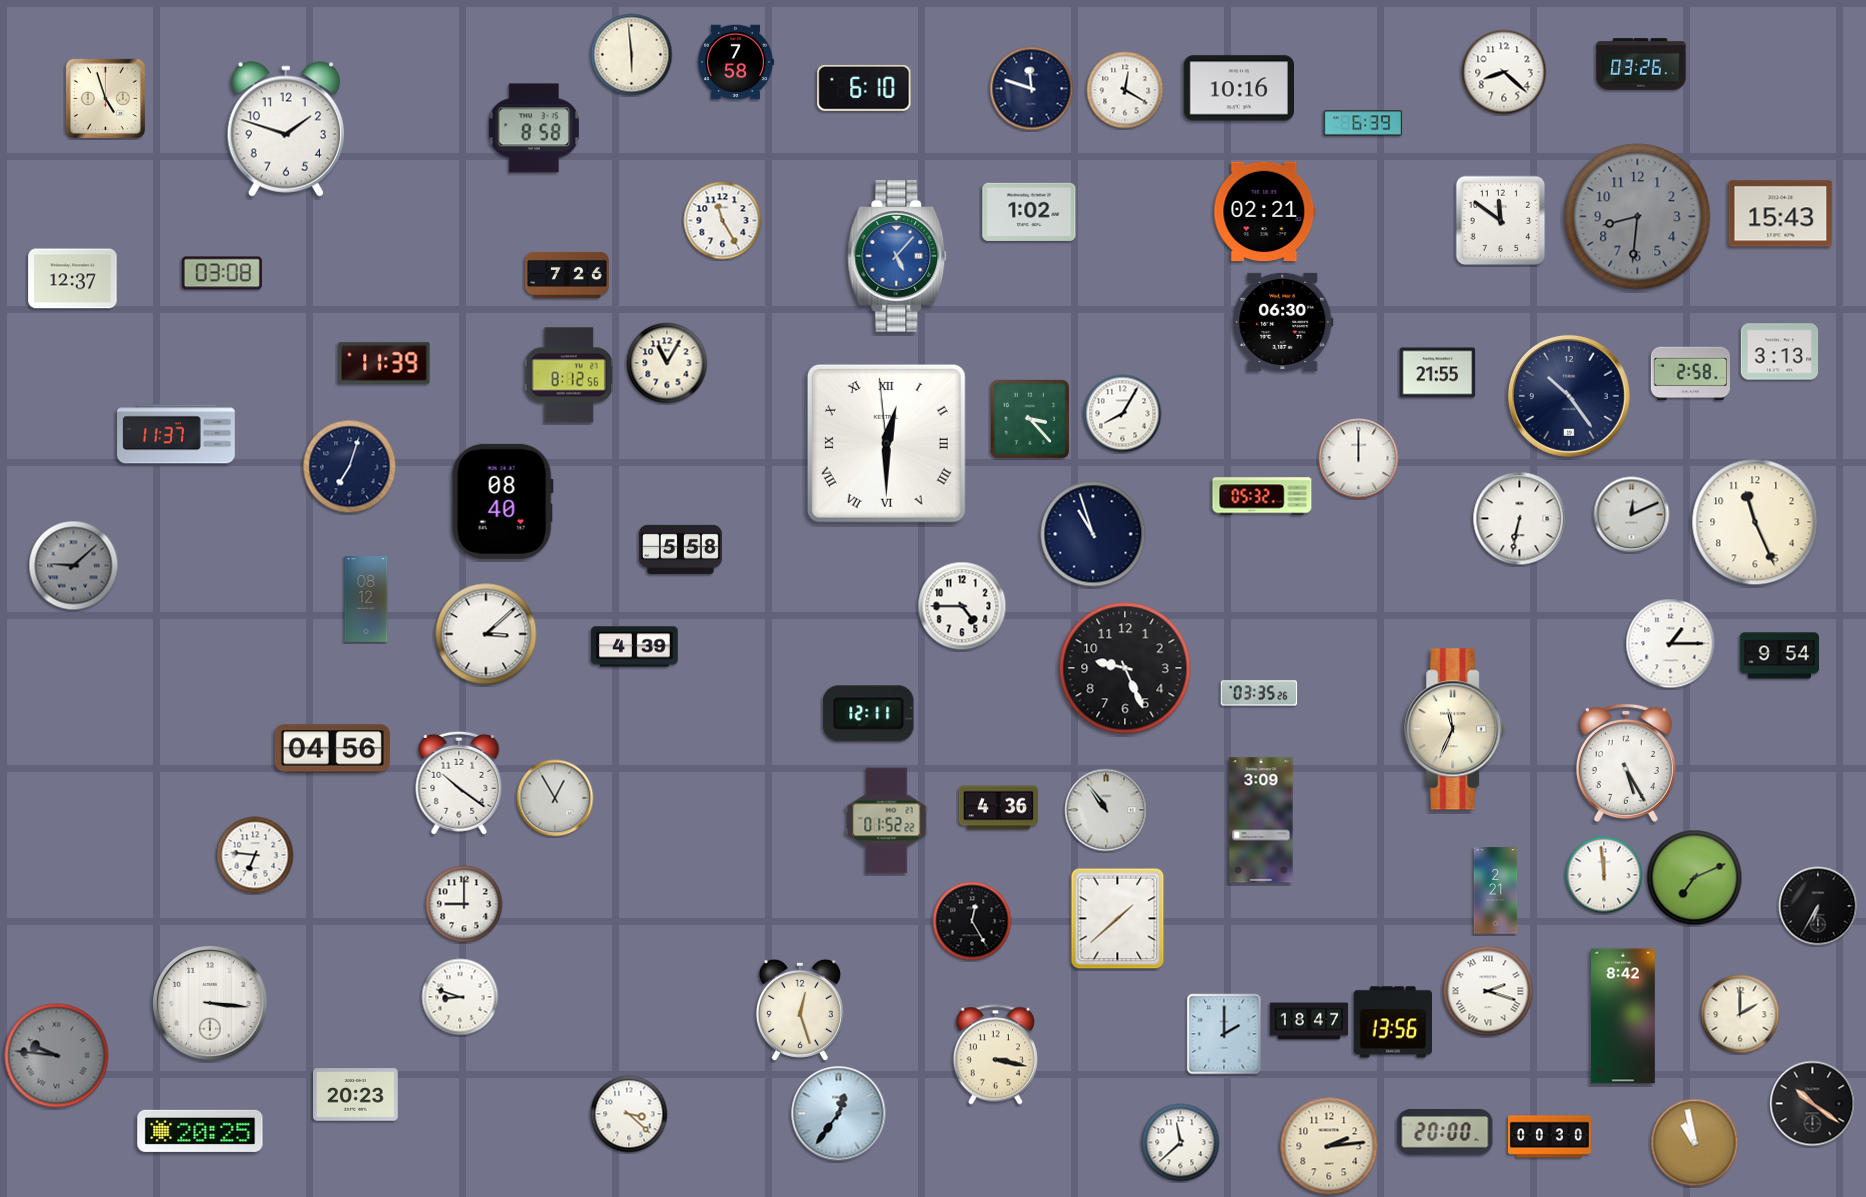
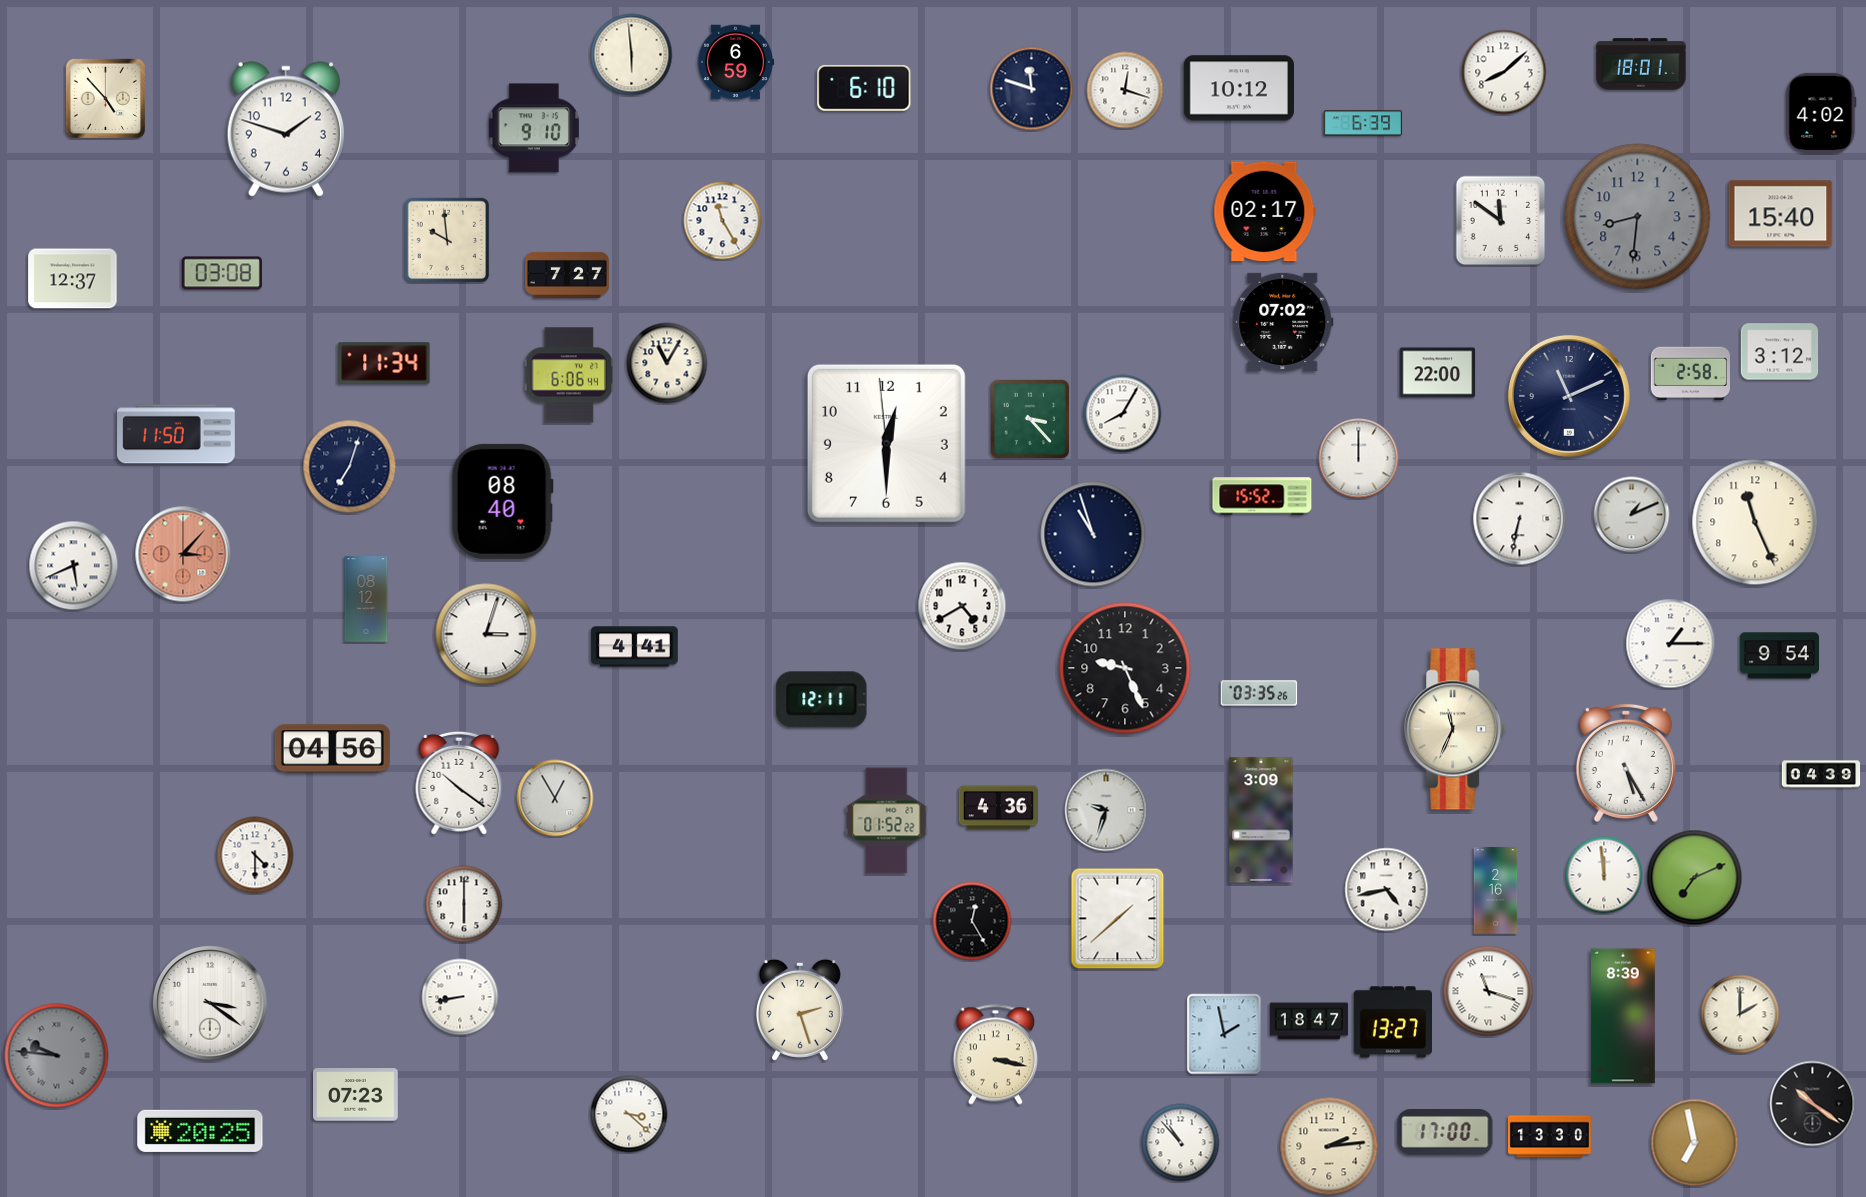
clock at (736, 62): 7:58 -> 6:59
clock at (1641, 64): 03:26 -> 18:01
clock at (1504, 72): 8:22 -> 8:08
clock at (1238, 88): 10:16 -> 10:12
clock at (1125, 90): 12:20 -> 12:18
clock at (105, 98): 4:57 -> 4:53
clock at (1821, 113): none -> 4:02
clock at (534, 128): 8:58 -> 9:10
clock at (1029, 212): 1:02 -> none
clock at (1265, 212): 02:21 -> 02:17
clock at (1781, 214): 15:43 -> 15:40
clock at (447, 240): none -> 9:59
clock at (897, 257): 5:07 -> none
clock at (568, 275): 7:26 -> 7:27
clock at (1283, 322): 06:30 -> 07:02
clock at (1780, 352): 3:13 -> 3:12
clock at (384, 363): 11:39 -> 11:34
clock at (1438, 373): 21:55 -> 22:00
clock at (569, 375): 8:12 -> 6:06
clock at (1569, 396): 10:24 -> 11:11
clock at (177, 434): 11:37 -> 11:50
clock at (886, 443) numerals: Roman -> Arabic
clock at (1262, 496): 05:32 -> 15:52
clock at (1632, 515): 12:11 -> 1:11
clock at (680, 549): 5:58 -> none
clock at (183, 554): none -> 3:07
clock at (74, 566): 9:08 -> 5:41
clock at (74, 566) dial: grey -> white
clock at (962, 606): 4:45 -> 4:40
clock at (486, 634): 3:08 -> 3:03
clock at (635, 647): 4:39 -> 4:41
clock at (869, 714) position: (869, 714) -> (822, 700)
clock at (1821, 774): none -> 04:39
clock at (1106, 810): 10:54 -> 9:33
clock at (255, 855): 6:46 -> 4:30
clock at (1387, 890): none -> 4:43
clock at (1496, 891): 2:21 -> 2:16
clock at (464, 904): 9:00 -> 6:00
clock at (1818, 906): 6:35 -> none
clock at (1488, 991): 2:18 -> 11:18
clock at (460, 997): 8:48 -> 8:43
clock at (210, 1003): 3:16 -> 3:21
clock at (800, 1010): 12:27 -> 2:27
clock at (1623, 1016): 8:42 -> 8:39
clock at (1392, 1022): 13:56 -> 13:27
clock at (1224, 1034): 2:00 -> 1:58
clock at (356, 1095): 20:23 -> 07:23
clock at (839, 1114): 12:36 -> none
clock at (1445, 1133): 20:00 -> 17:00
clock at (1549, 1137): 00:30 -> 13:30
clock at (1181, 1143): 11:38 -> 10:53
clock at (1695, 1143): 10:58 -> 6:58
